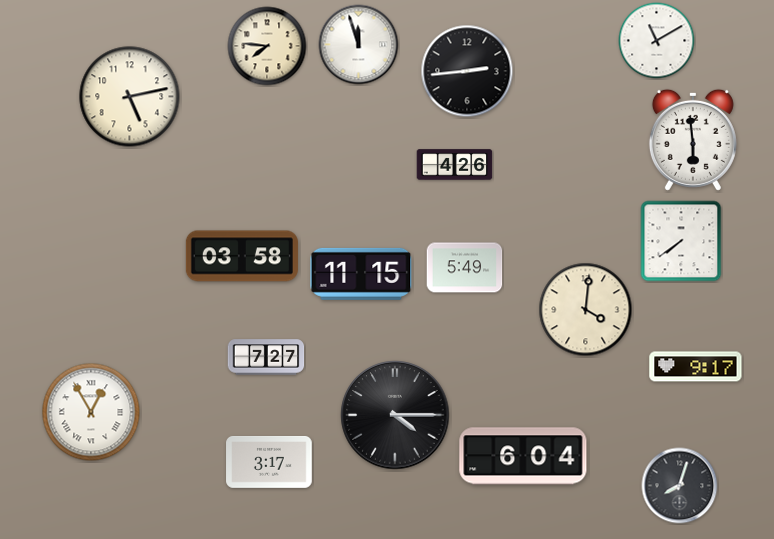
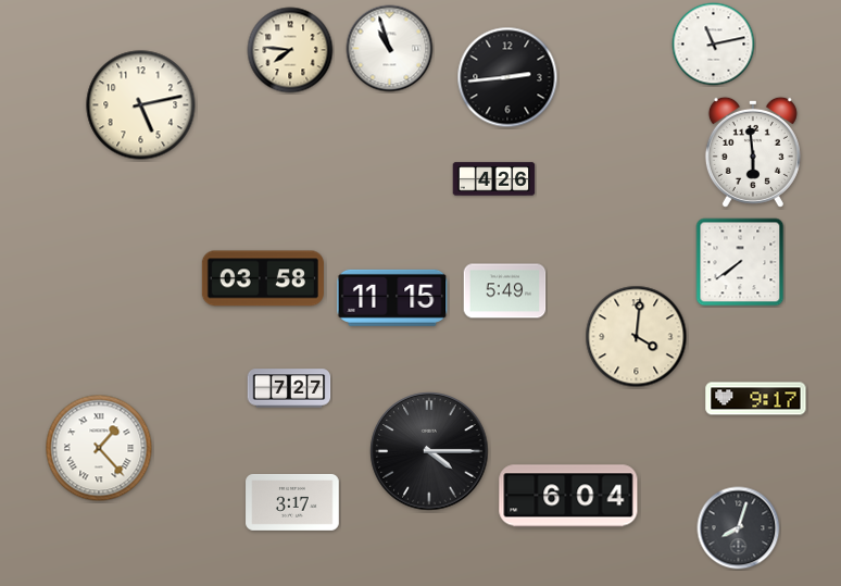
clock at (657, 41): 11:10 -> 11:13
clock at (359, 45): 11:57 -> 10:57
clock at (91, 412): 12:55 -> 1:23
